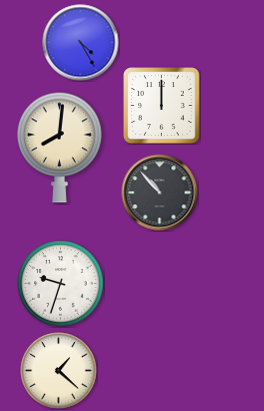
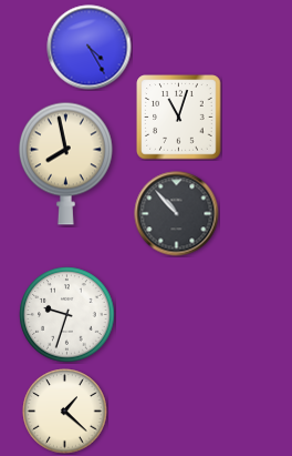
clock at (162, 106): 12:00 -> 11:03
clock at (59, 147): 8:01 -> 7:58
